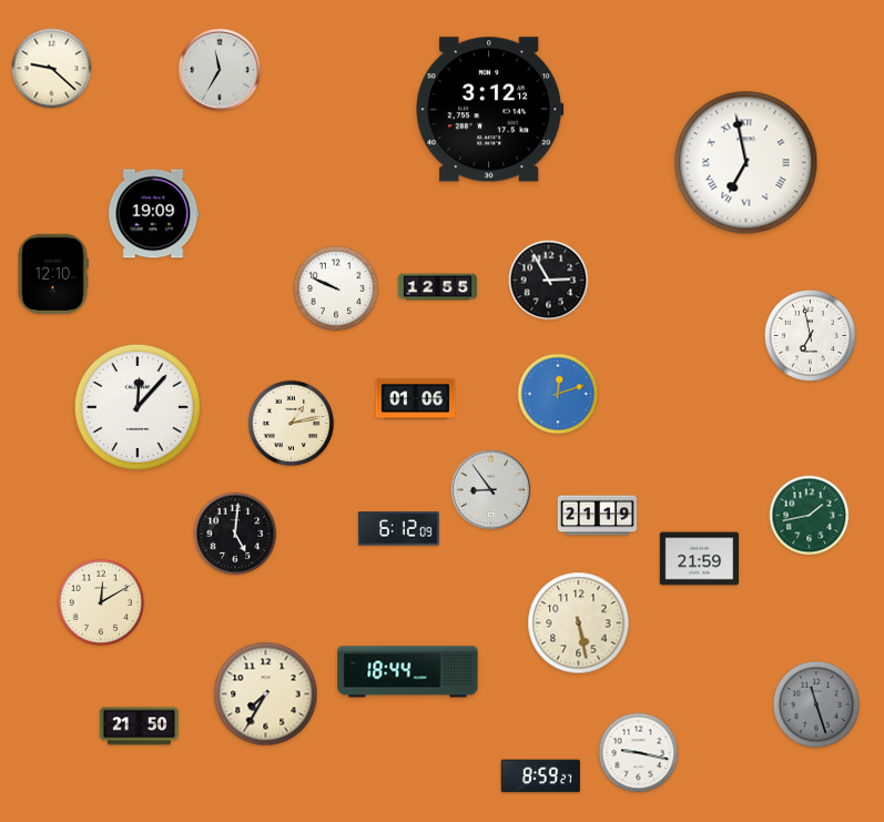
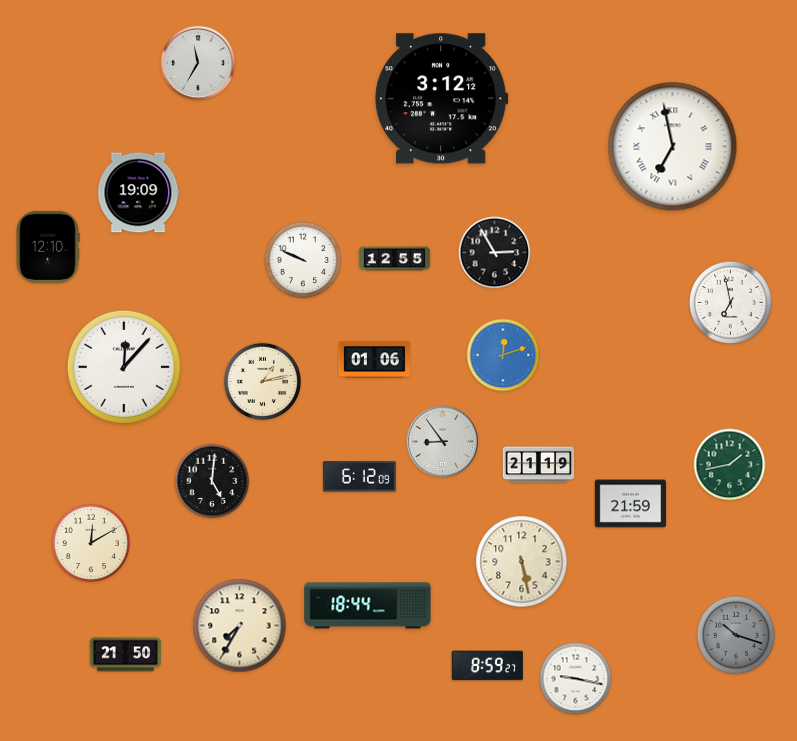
clock at (52, 69): 9:22 -> none
clock at (816, 704): 11:27 -> 10:18
clock at (540, 777) position: (540, 777) -> (487, 666)
